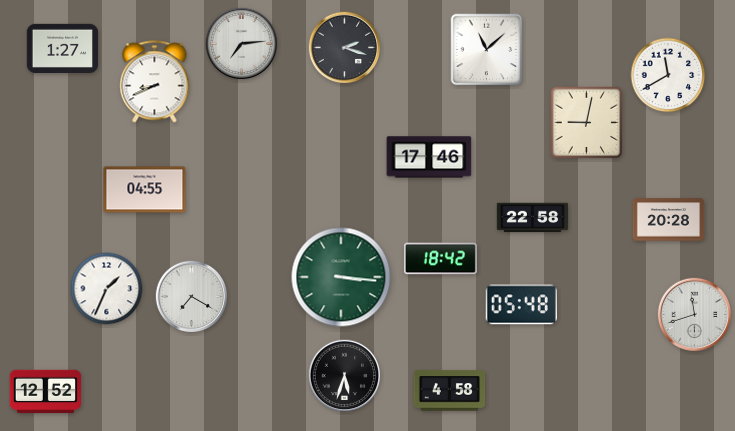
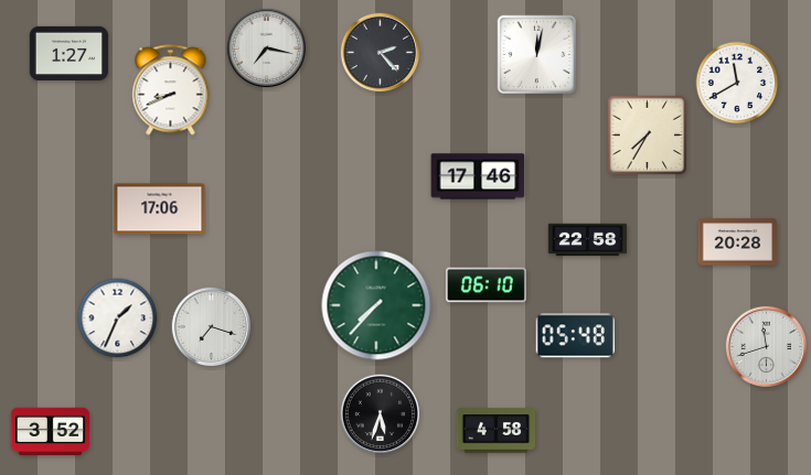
clock at (242, 44): 7:14 -> 7:17
clock at (345, 48): 2:18 -> 2:23
clock at (487, 50): 11:08 -> 12:02
clock at (587, 123): 9:02 -> 7:35
clock at (429, 157) position: (429, 157) -> (478, 176)
clock at (145, 190): 04:55 -> 17:06
clock at (440, 259): 18:42 -> 06:10
clock at (341, 277): 3:16 -> 7:37
clock at (192, 297): 7:20 -> 7:18
clock at (45, 392): 12:52 -> 3:52
